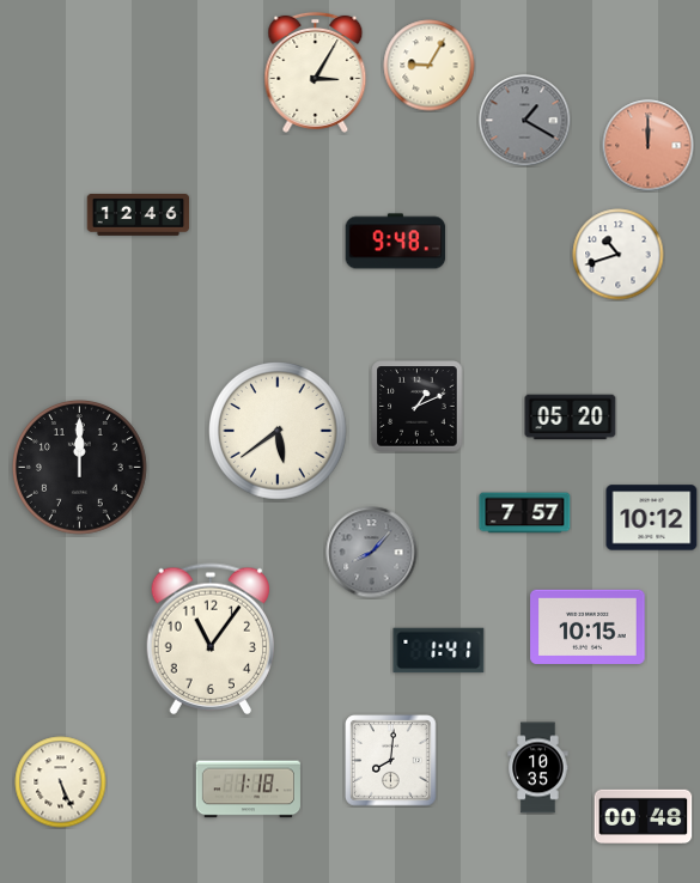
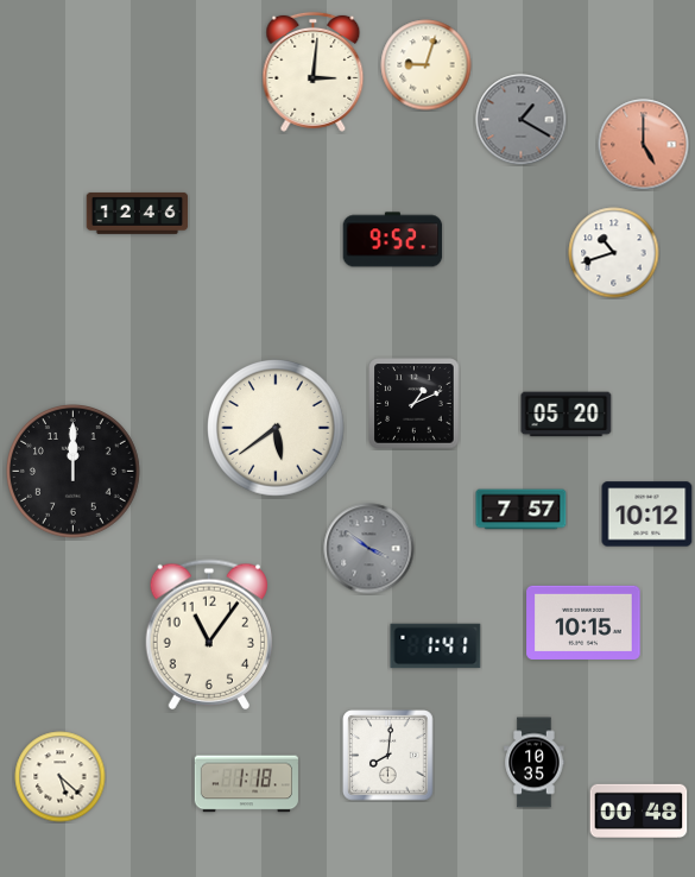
clock at (430, 66): 9:05 -> 9:03
clock at (316, 72): 3:05 -> 3:01
clock at (649, 146): 12:00 -> 5:00
clock at (396, 242): 9:48 -> 9:52
clock at (80, 468) position: (80, 468) -> (74, 472)
clock at (372, 553): 8:07 -> 3:51
clock at (61, 782): 5:26 -> 5:22
